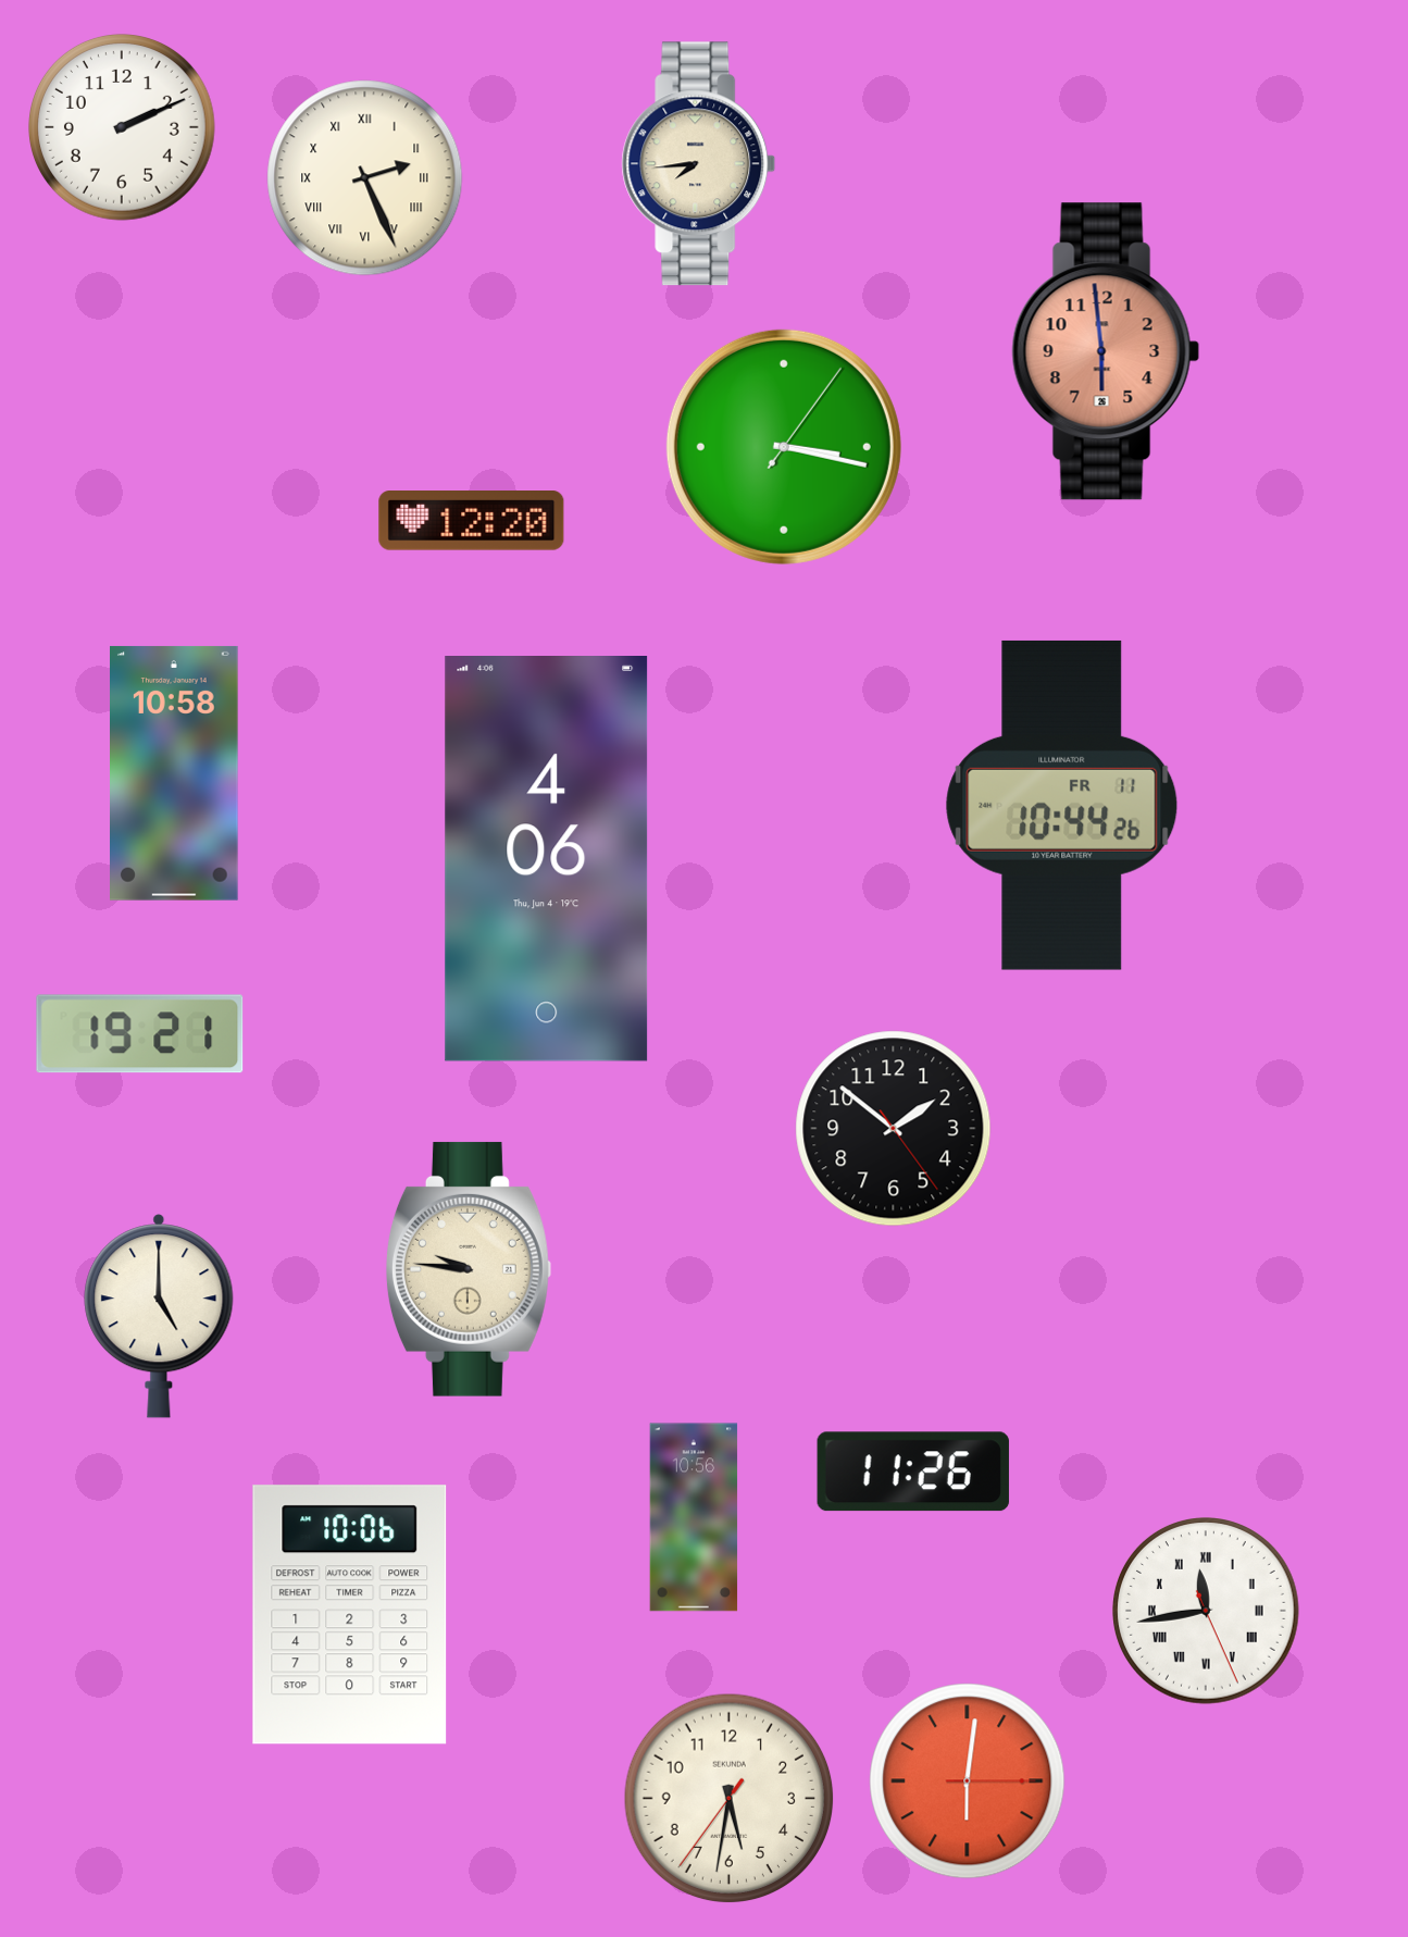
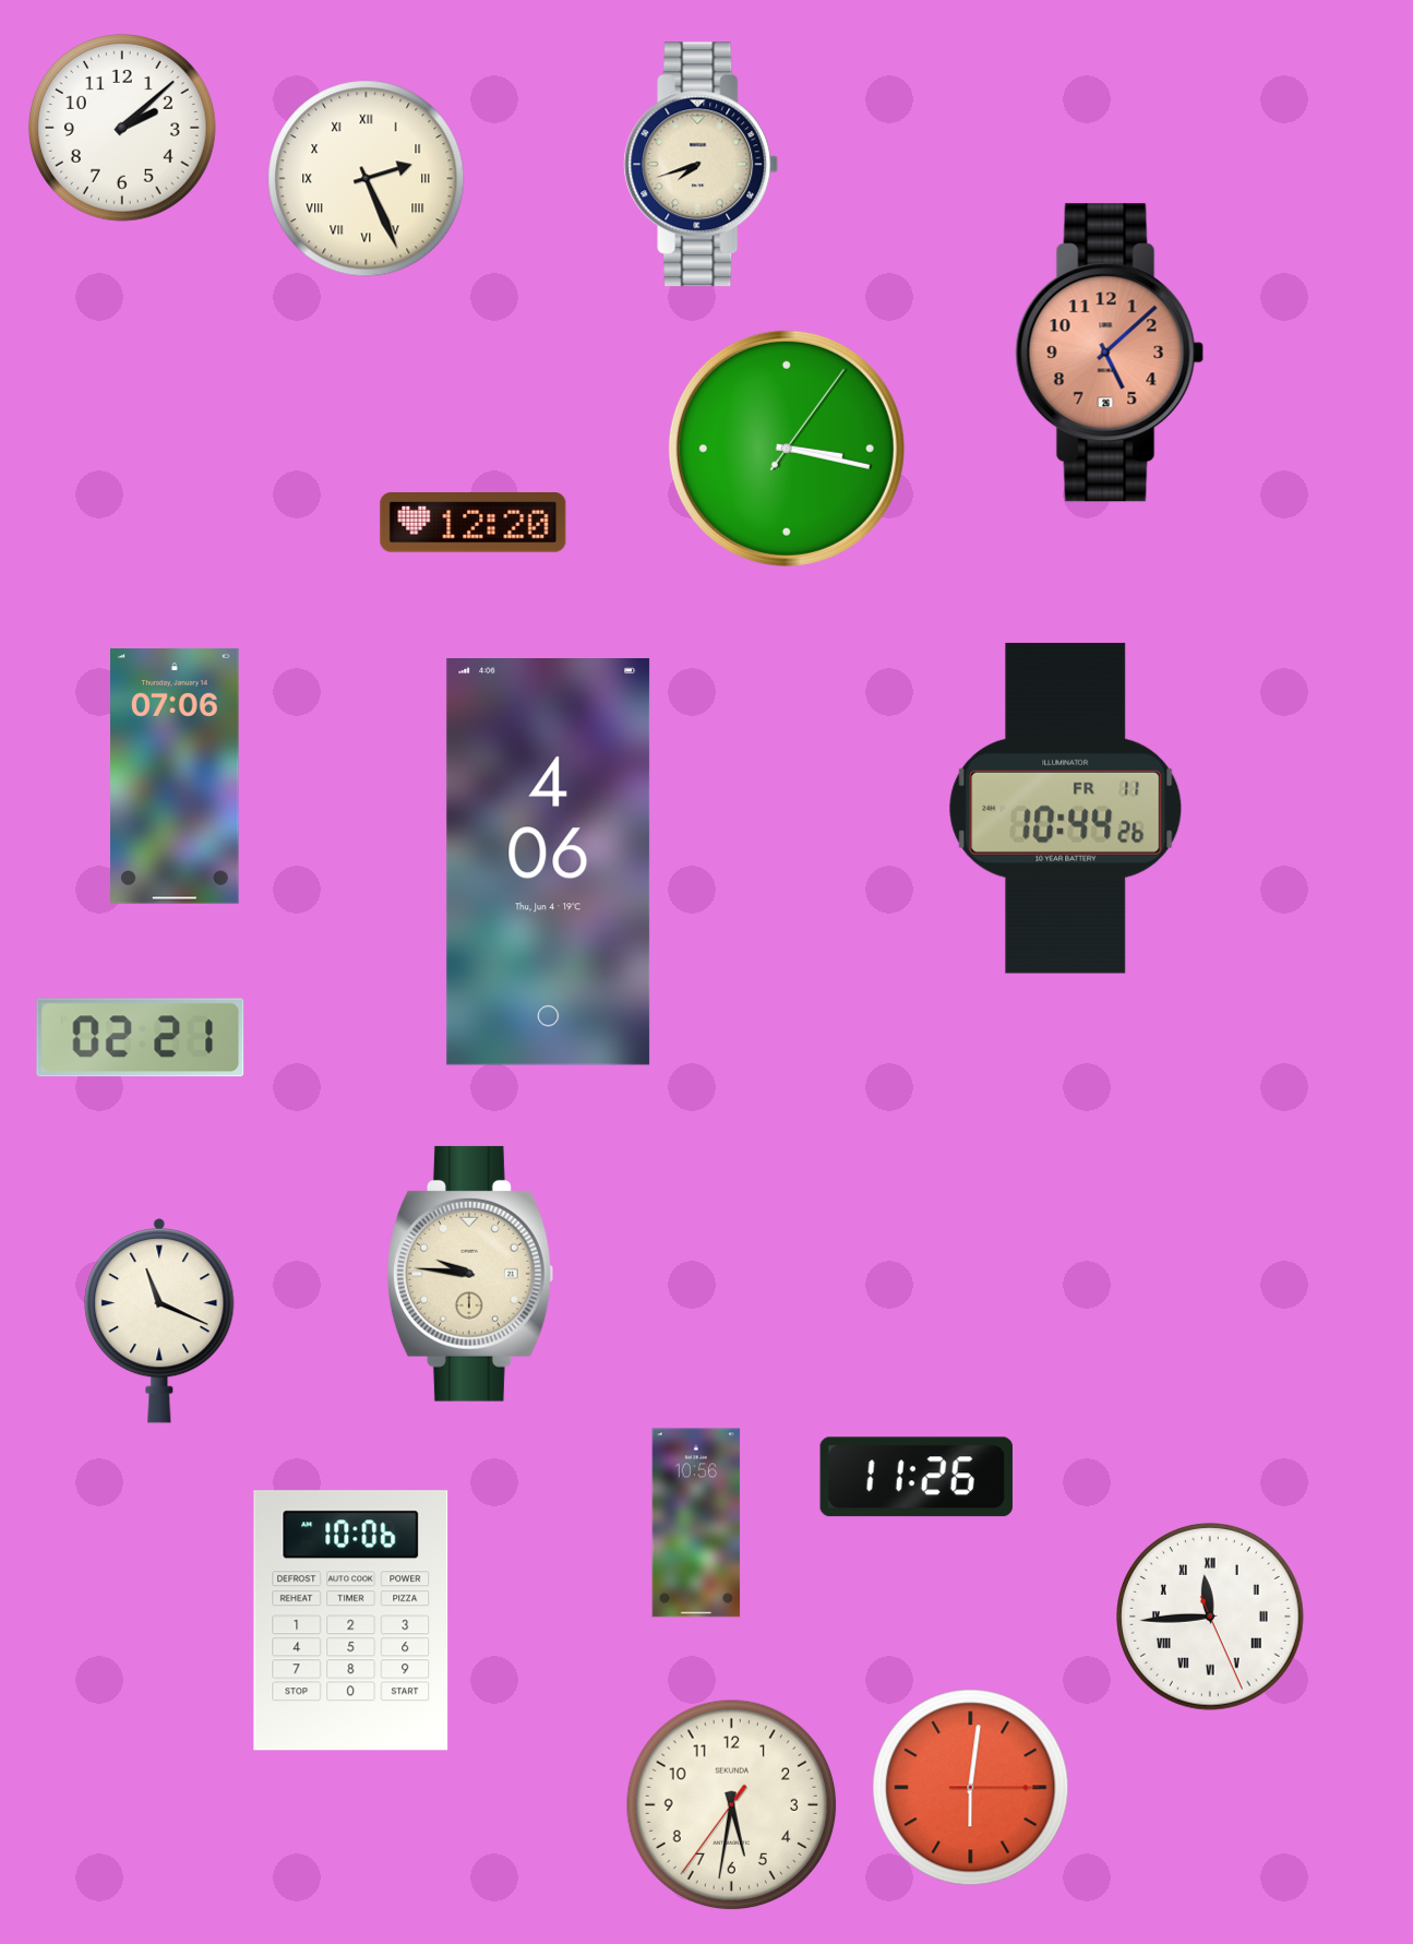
clock at (123, 128): 2:11 -> 2:08
clock at (699, 164): 7:44 -> 7:42
clock at (1106, 351): 5:59 -> 5:08
clock at (175, 773): 10:58 -> 07:06
clock at (140, 1034): 19:21 -> 02:21
clock at (894, 1129): 1:51 -> none
clock at (159, 1316): 5:00 -> 11:19
clock at (1207, 1612): 11:43 -> 11:44
